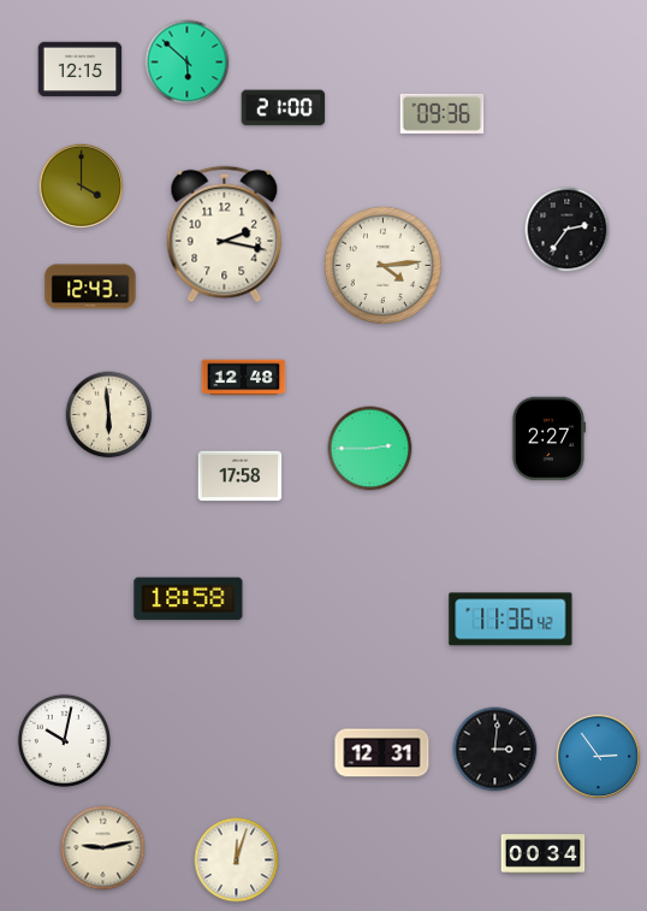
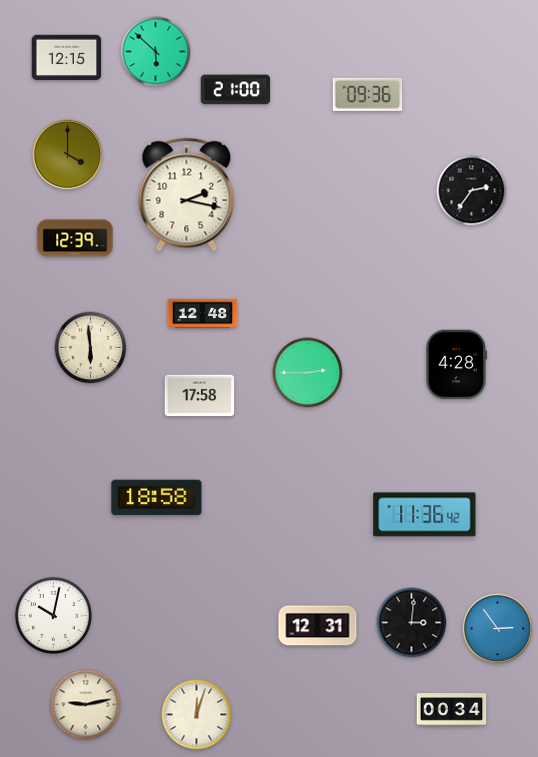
clock at (382, 265): 4:14 -> none
clock at (90, 286): 12:43 -> 12:39
clock at (109, 415) position: (109, 415) -> (91, 348)
clock at (548, 439): 2:27 -> 4:28
